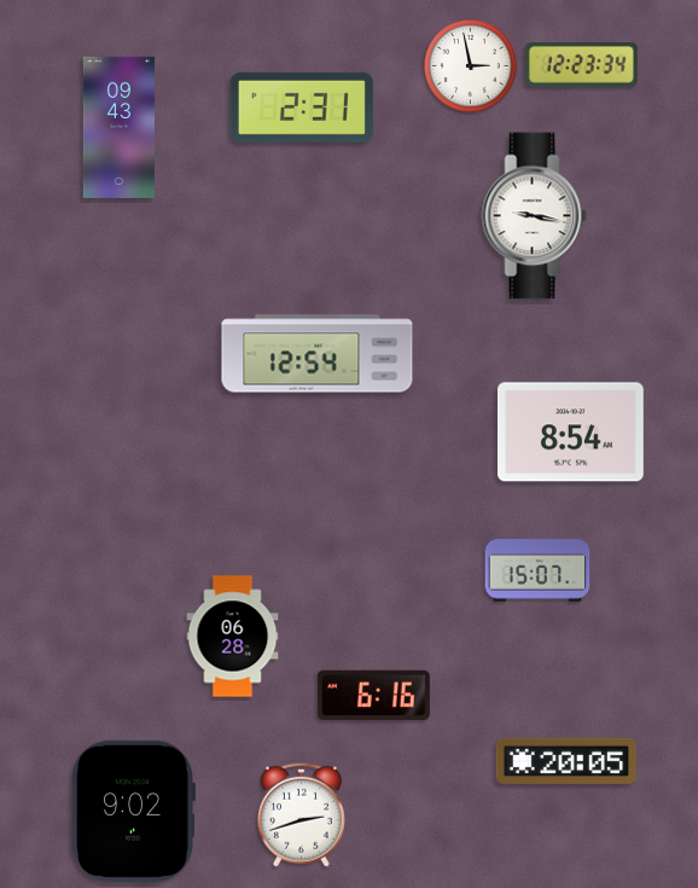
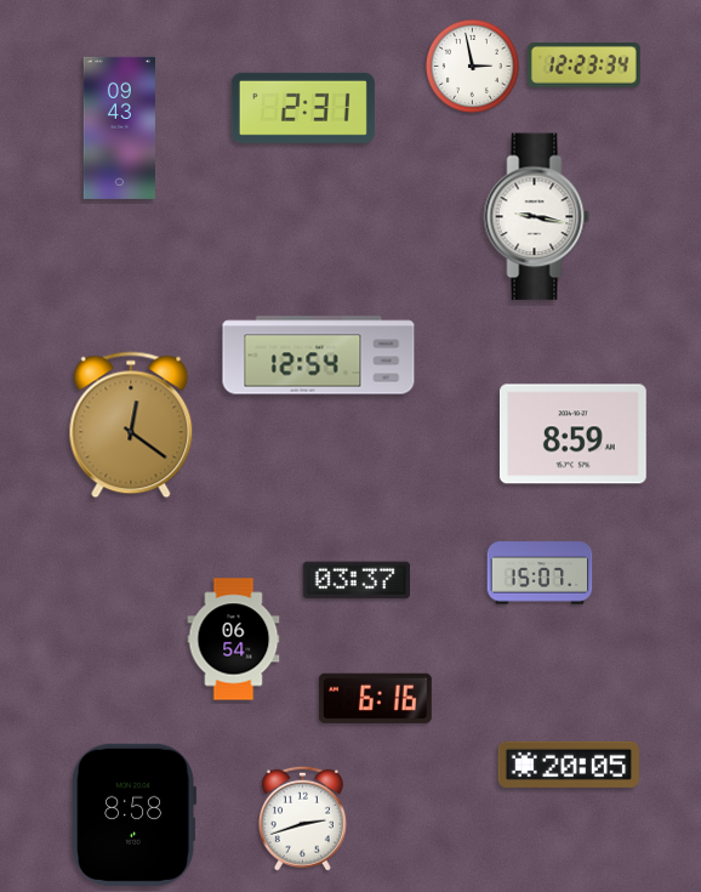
clock at (131, 425): none -> 12:21
clock at (570, 433): 8:54 -> 8:59
clock at (357, 580): none -> 03:37
clock at (233, 637): 06:28 -> 06:54
clock at (133, 811): 9:02 -> 8:58
